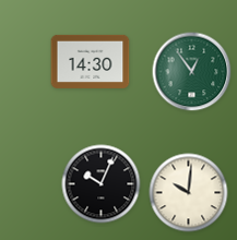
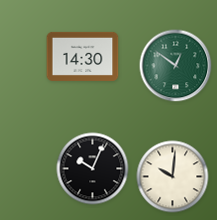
clock at (192, 72): 12:54 -> 12:51
